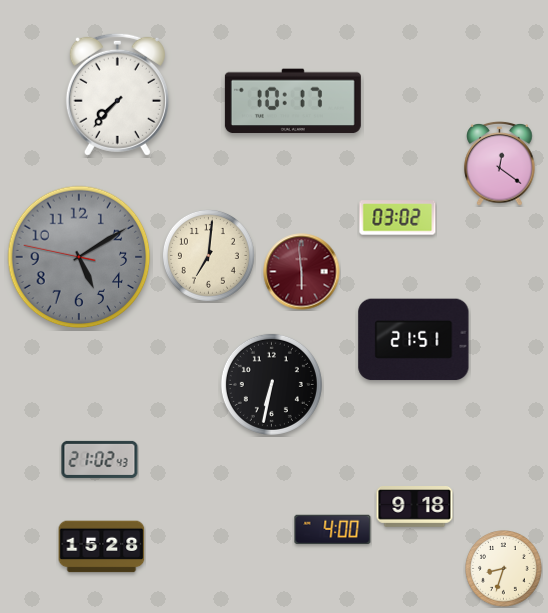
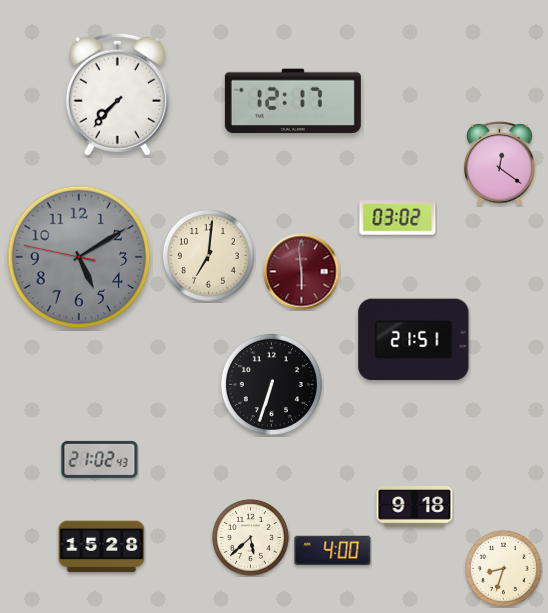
clock at (293, 101): 10:17 -> 12:17
clock at (271, 384): 6:32 -> 6:33
clock at (333, 530) position: (333, 530) -> (333, 551)
clock at (251, 538): none -> 5:38
